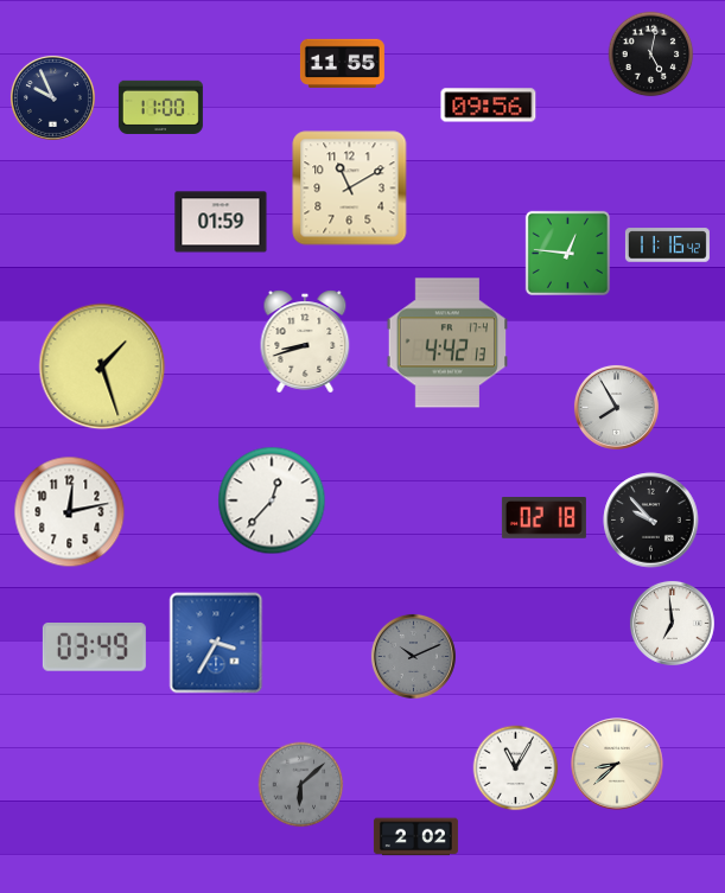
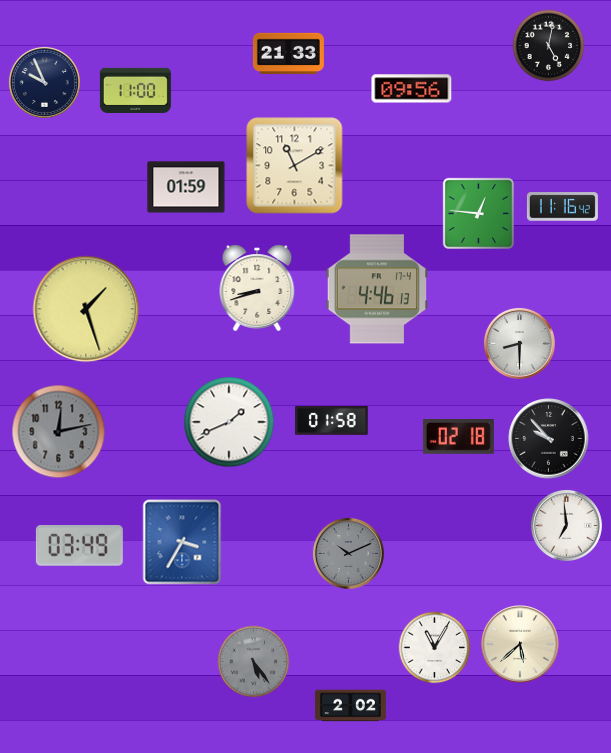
clock at (342, 63): 11:55 -> 21:33
clock at (350, 189) position: (350, 189) -> (295, 166)
clock at (446, 343): 4:42 -> 4:46
clock at (616, 407): 7:55 -> 8:30
clock at (332, 420): none -> 01:58
clock at (272, 500): 12:37 -> 1:41
clock at (70, 512) dial: white -> grey
clock at (617, 764): 8:38 -> 5:38
clock at (301, 785): 6:08 -> 5:24
